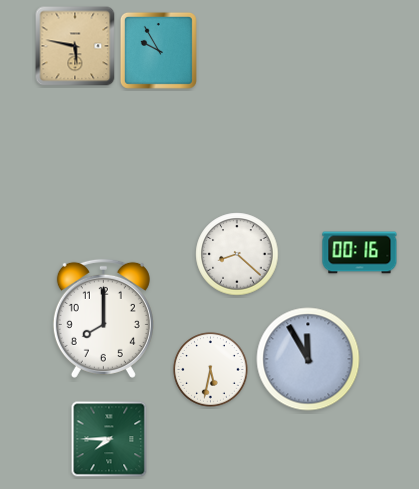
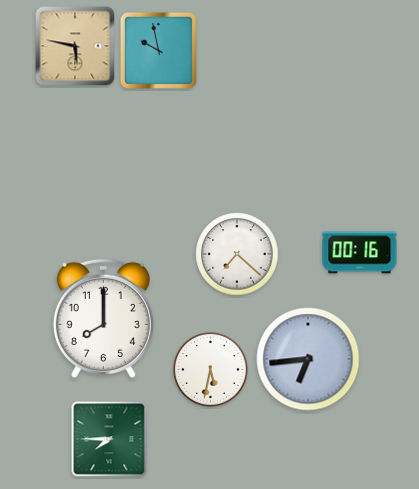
clock at (158, 50): 9:55 -> 9:58
clock at (237, 254): 8:22 -> 7:22
clock at (308, 359): 11:55 -> 6:44
